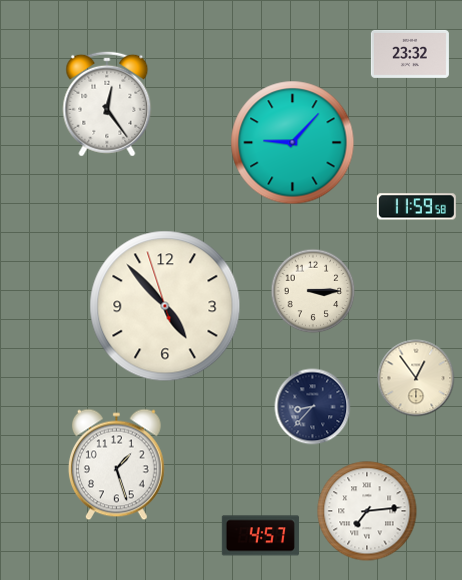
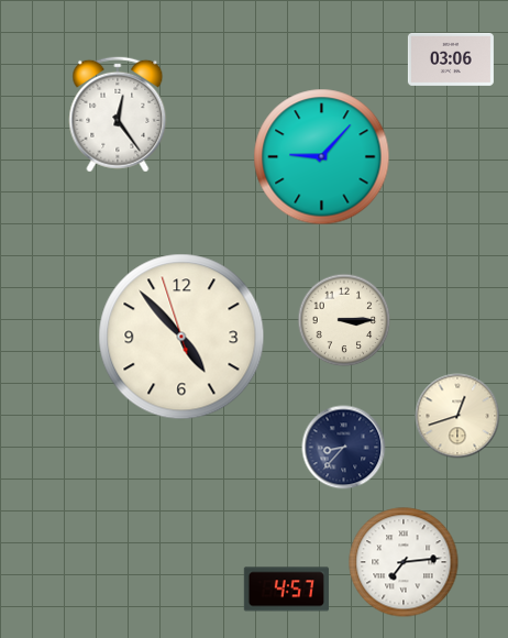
clock at (410, 54): 23:32 -> 03:06
clock at (416, 207): 11:59 -> none
clock at (416, 378): 12:54 -> 12:42
clock at (117, 465): 1:27 -> none
